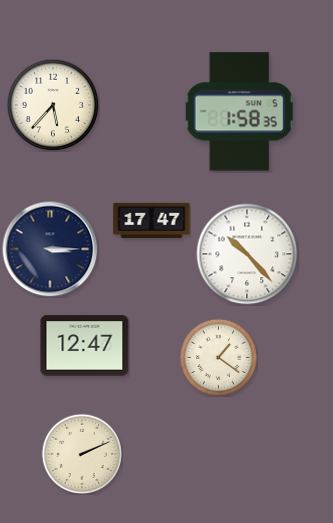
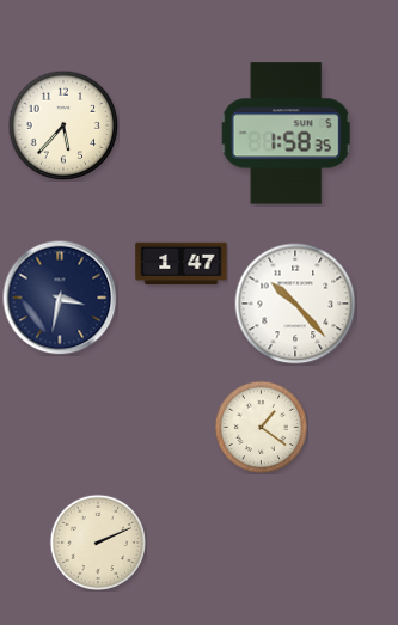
clock at (152, 221): 17:47 -> 1:47
clock at (50, 249): 3:15 -> 3:32
clock at (85, 346): 12:47 -> none
